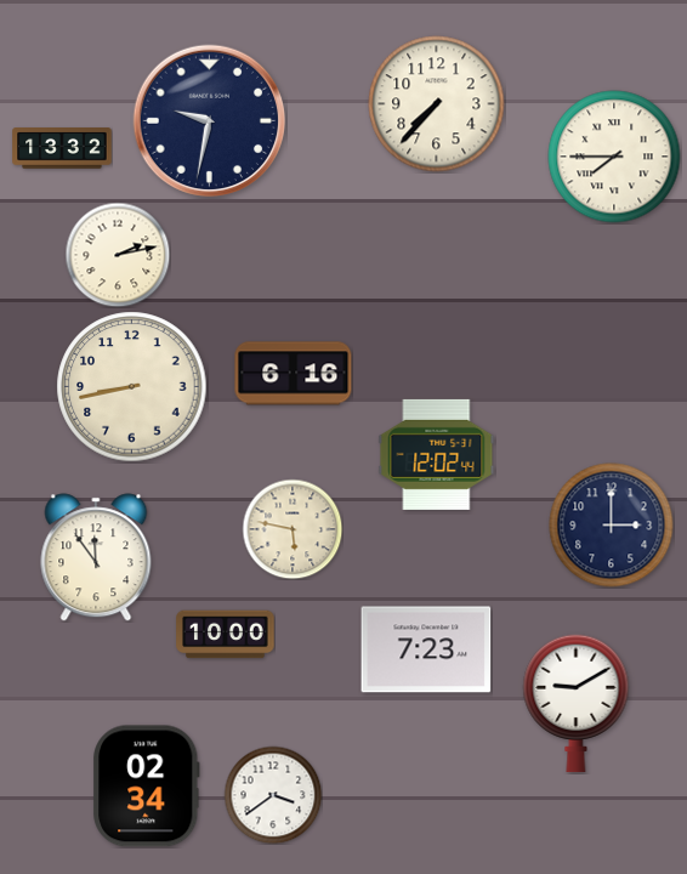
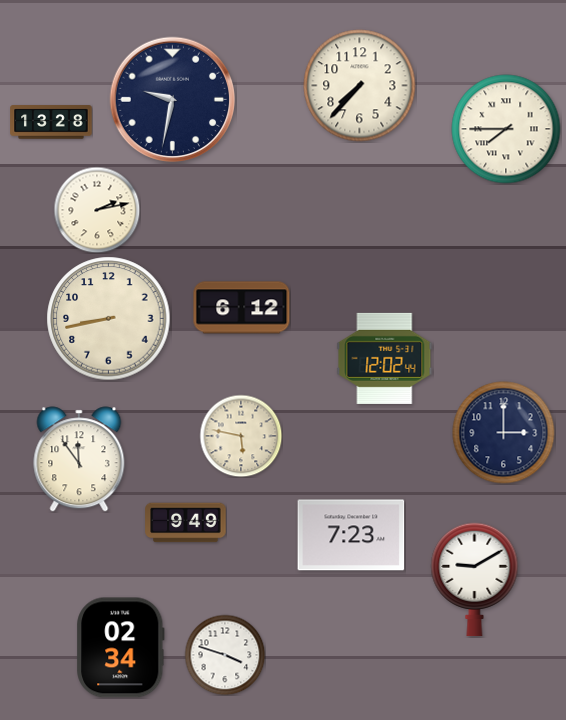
clock at (62, 148): 13:32 -> 13:28
clock at (294, 374): 6:16 -> 6:12
clock at (437, 454) position: (437, 454) -> (385, 358)
clock at (226, 635): 10:00 -> 9:49
clock at (273, 795): 3:39 -> 3:48
